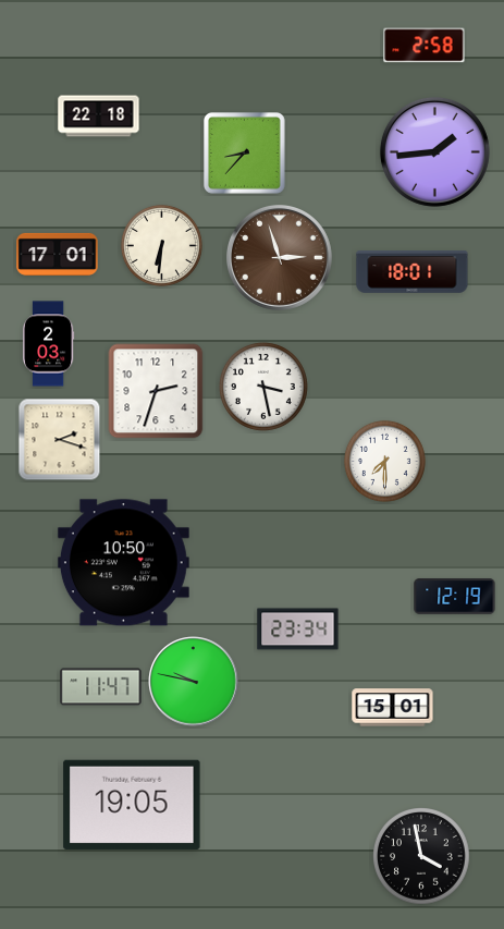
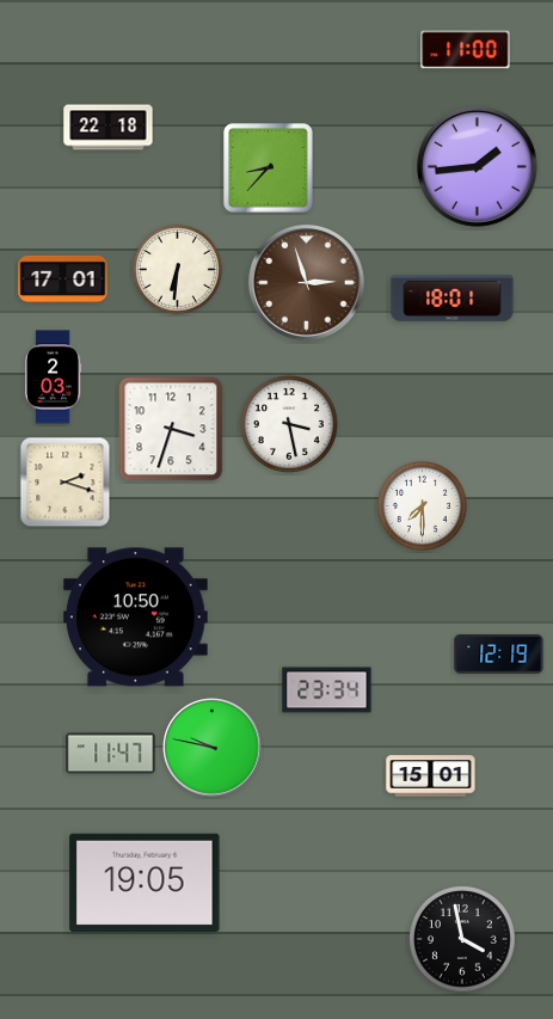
clock at (425, 46): 2:58 -> 11:00
clock at (156, 391): 2:33 -> 3:33
